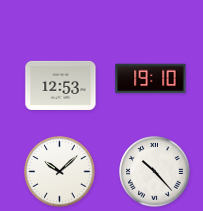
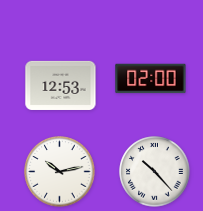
clock at (151, 79): 19:10 -> 02:00
clock at (60, 172): 10:08 -> 10:13
